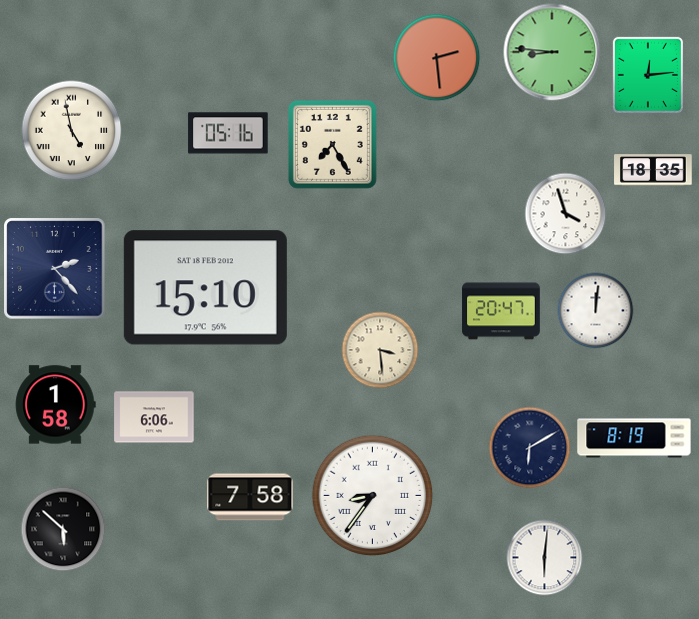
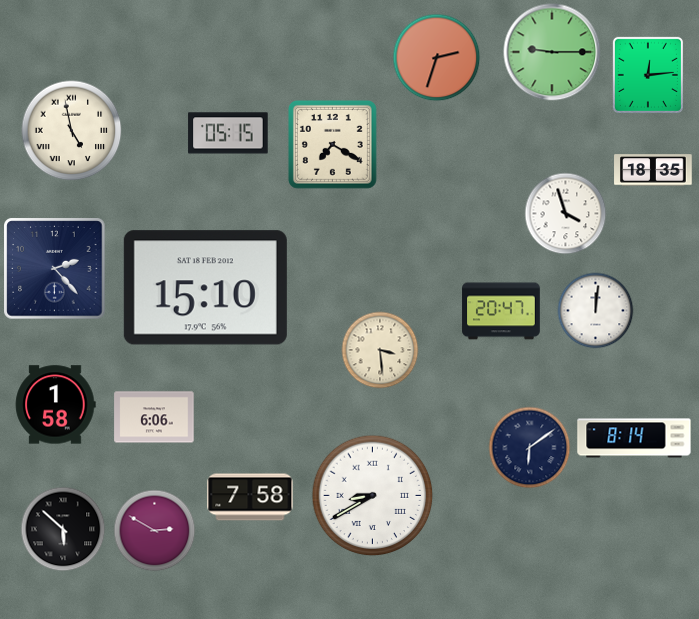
clock at (552, 52): 8:46 -> 9:15
clock at (437, 58): 2:29 -> 2:33
clock at (228, 133): 05:16 -> 05:15
clock at (332, 144): 7:25 -> 7:20
clock at (634, 438): 8:19 -> 8:14
clock at (530, 448): 6:10 -> 6:09
clock at (373, 496): 8:36 -> 8:40
clock at (155, 531): none -> 2:50
clock at (545, 558): 6:01 -> none
